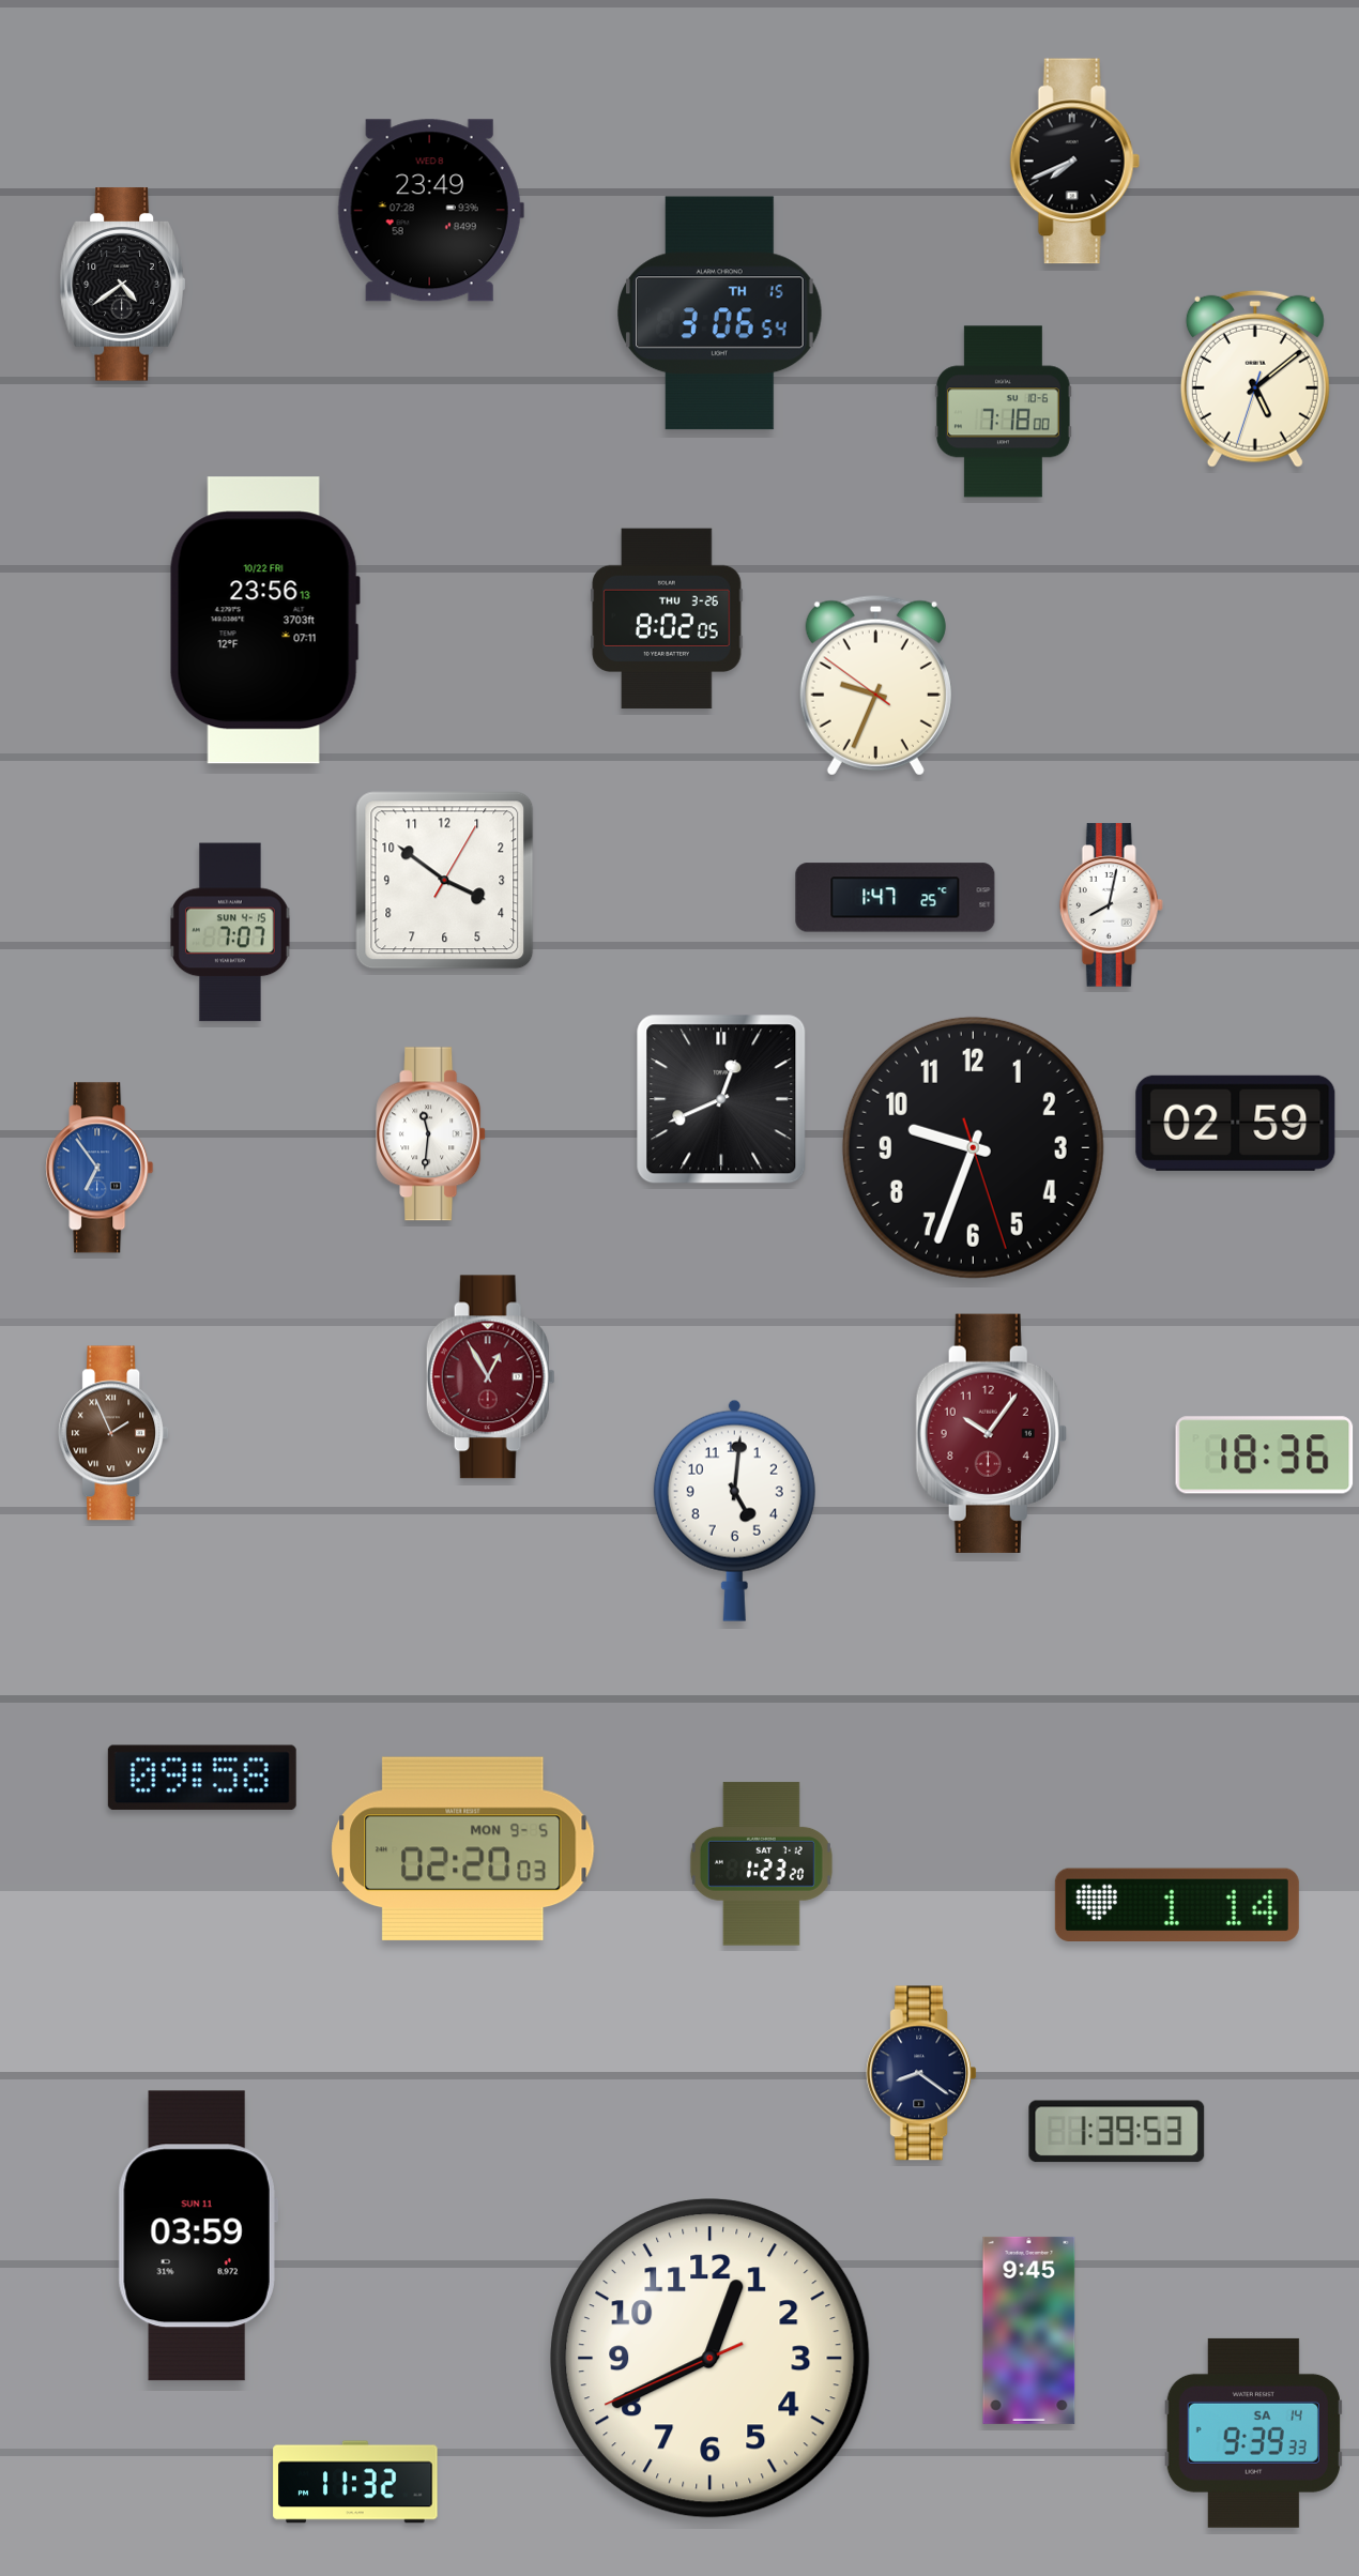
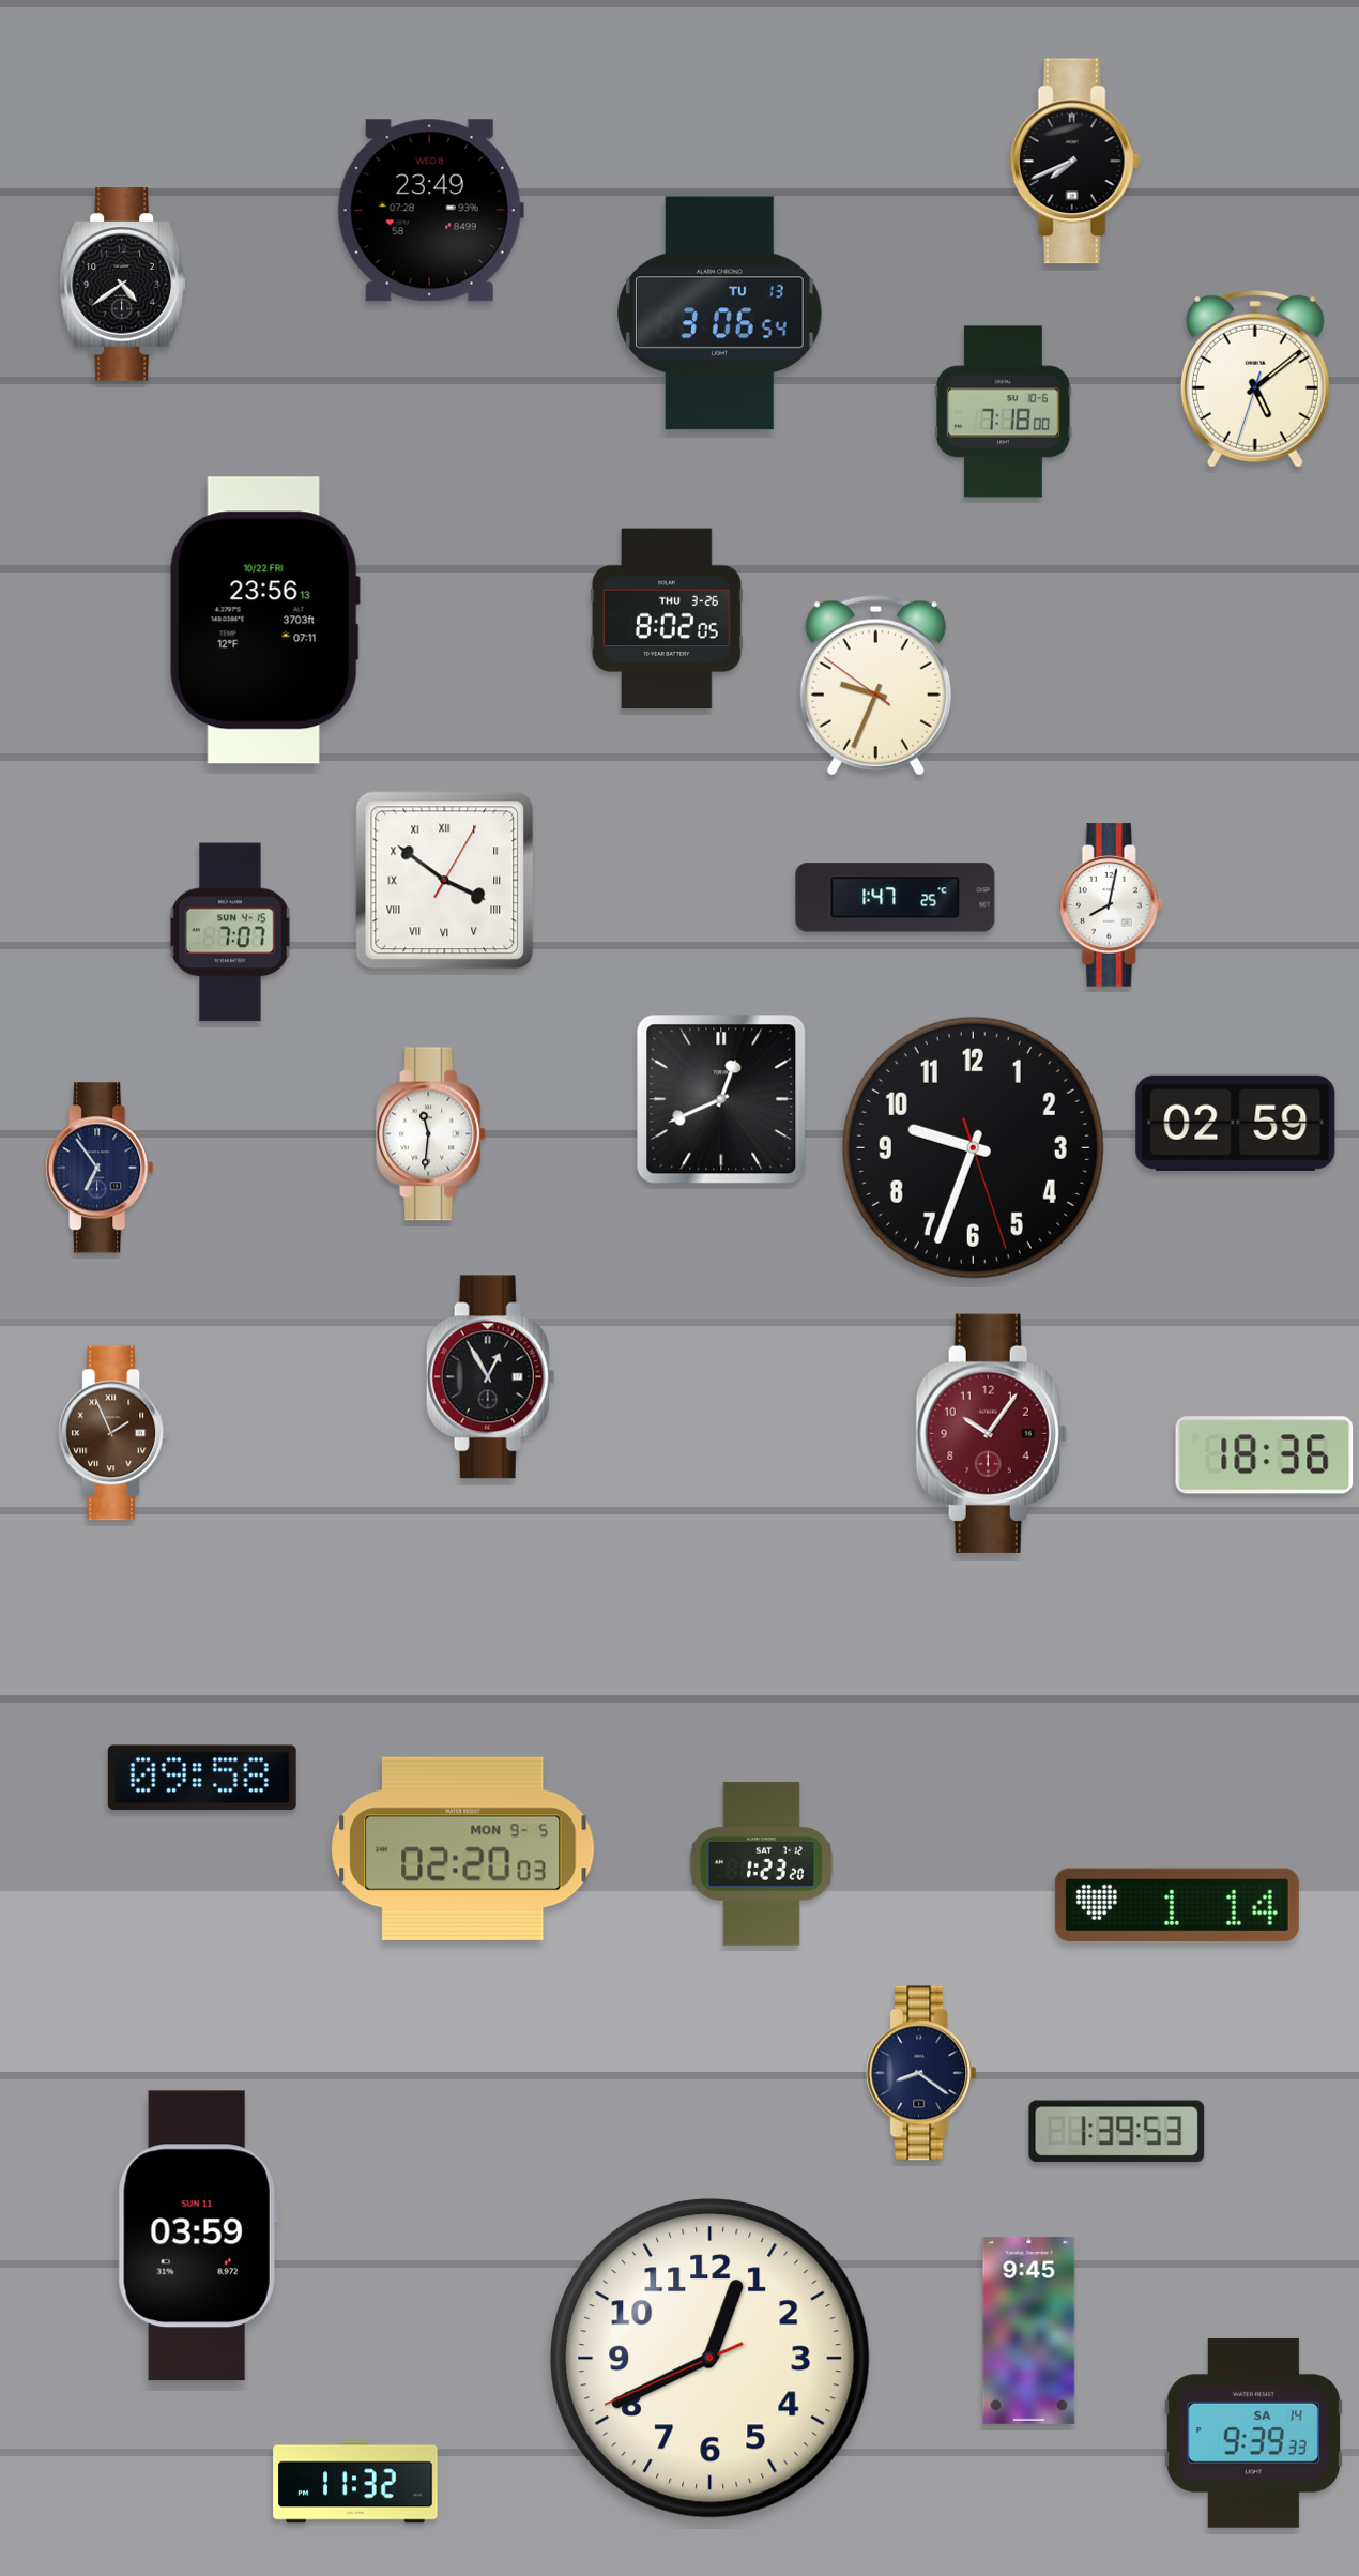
clock at (720, 314) date: TH 15 -> TU 13
clock at (445, 881) numerals: Arabic -> Roman
clock at (100, 1168) dial: blue -> navy
clock at (490, 1377) dial: burgundy -> black
clock at (734, 1510): 5:01 -> none
